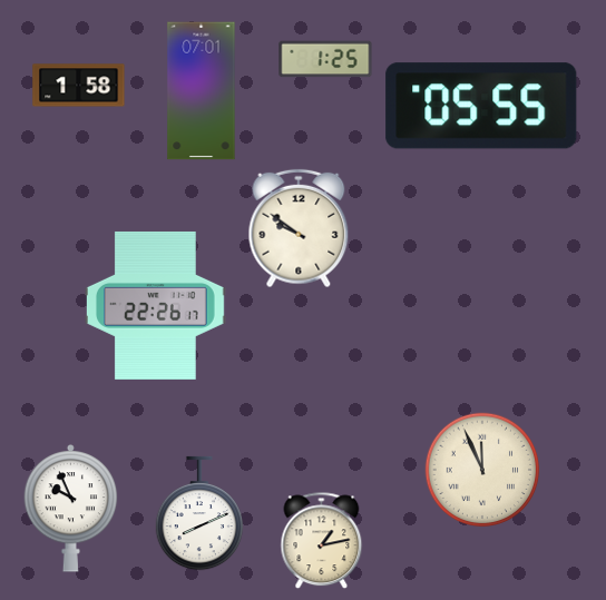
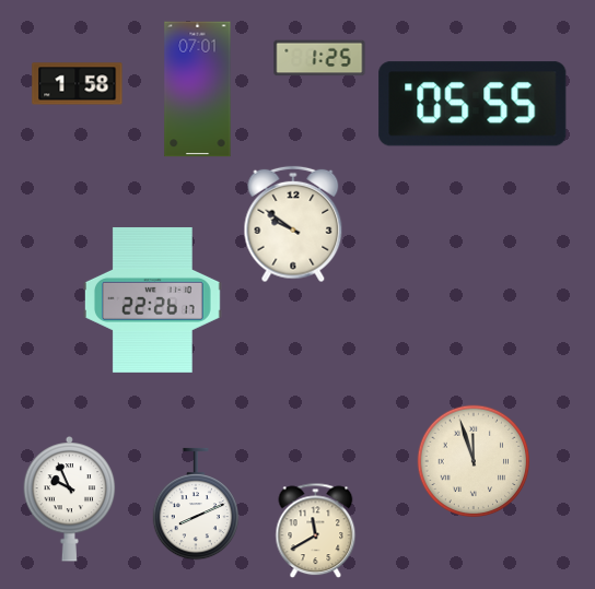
clock at (482, 470): 11:56 -> 11:57
clock at (322, 541): 1:13 -> 11:40
